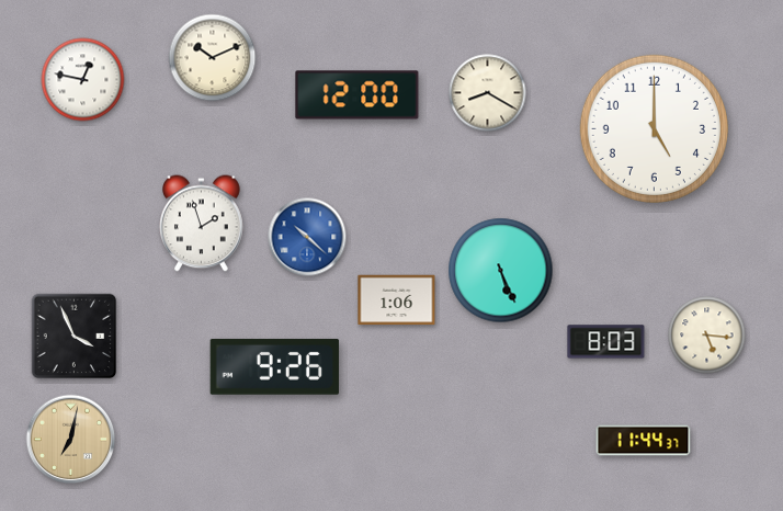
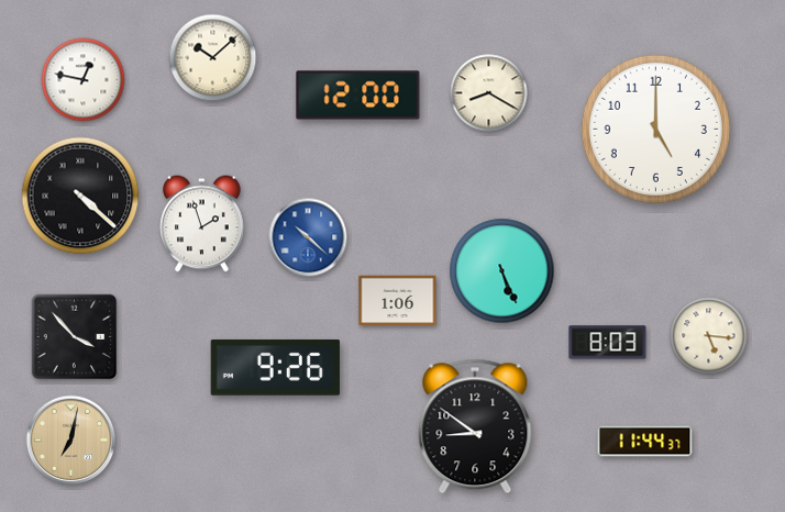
clock at (213, 58): 10:11 -> 10:08
clock at (80, 196): none -> 4:22
clock at (75, 337): 3:56 -> 3:53
clock at (475, 426): none -> 8:51
